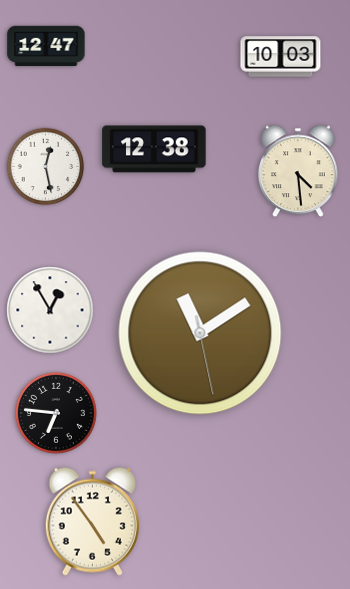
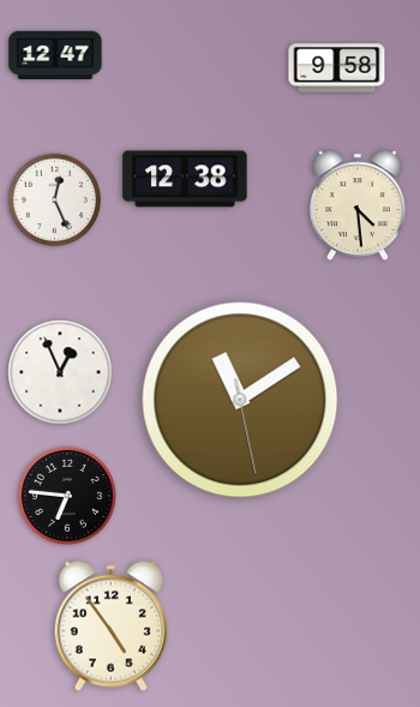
clock at (281, 57): 10:03 -> 9:58
clock at (46, 167): 12:28 -> 12:26
clock at (50, 310): 12:55 -> 12:56
